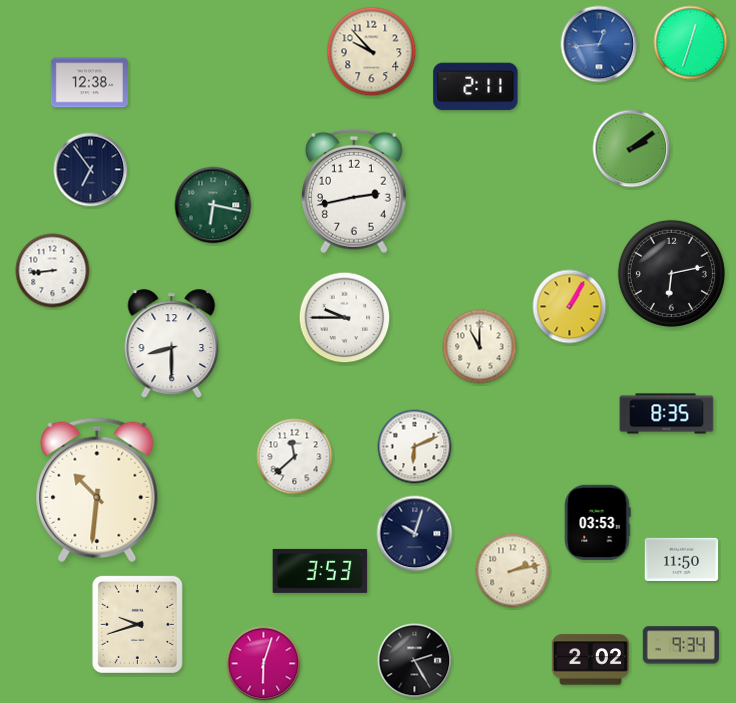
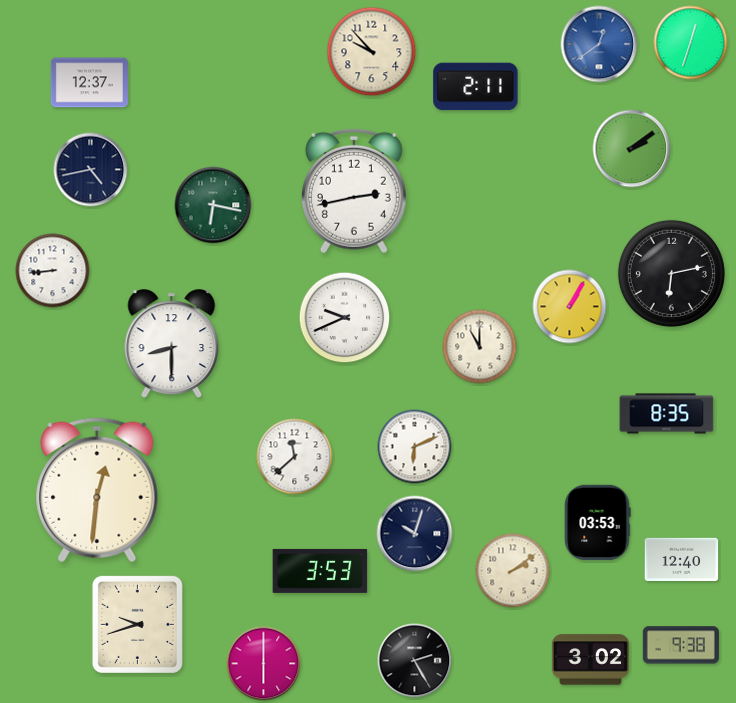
clock at (599, 44): 12:44 -> 12:39
clock at (89, 83): 12:38 -> 12:37
clock at (91, 170): 6:54 -> 4:43
clock at (345, 318): 9:45 -> 9:41
clock at (97, 490): 10:31 -> 12:31
clock at (682, 559): 11:50 -> 12:40
clock at (513, 571): 2:13 -> 2:09
clock at (681, 645): 9:34 -> 9:38
clock at (590, 660): 2:02 -> 3:02
clock at (264, 664): 6:03 -> 6:00
